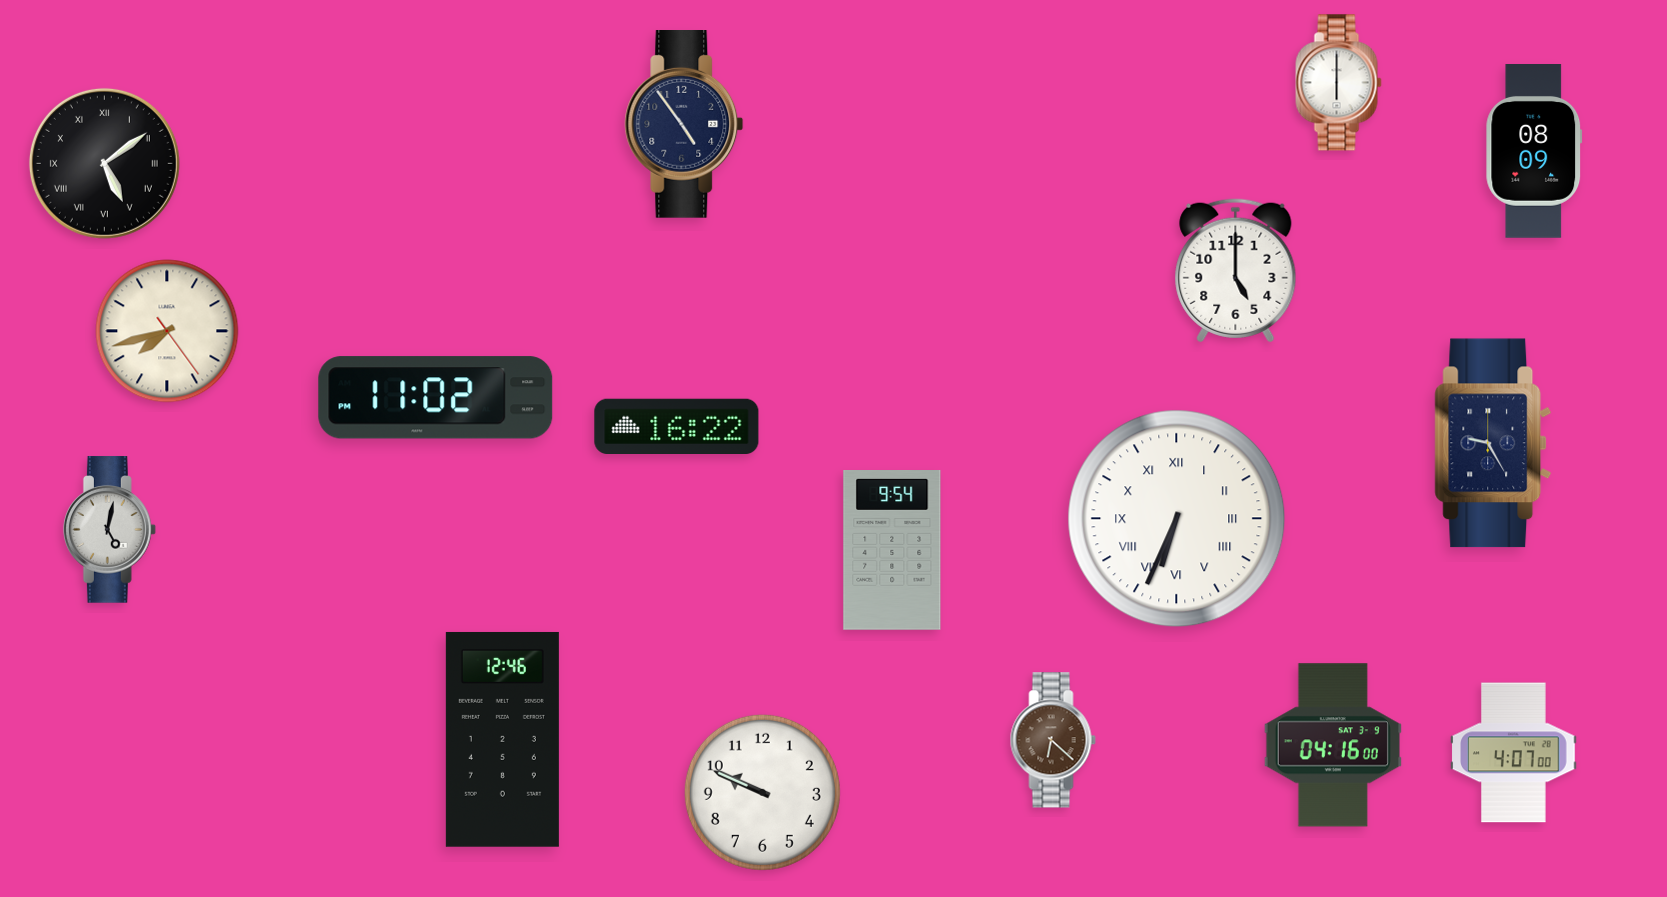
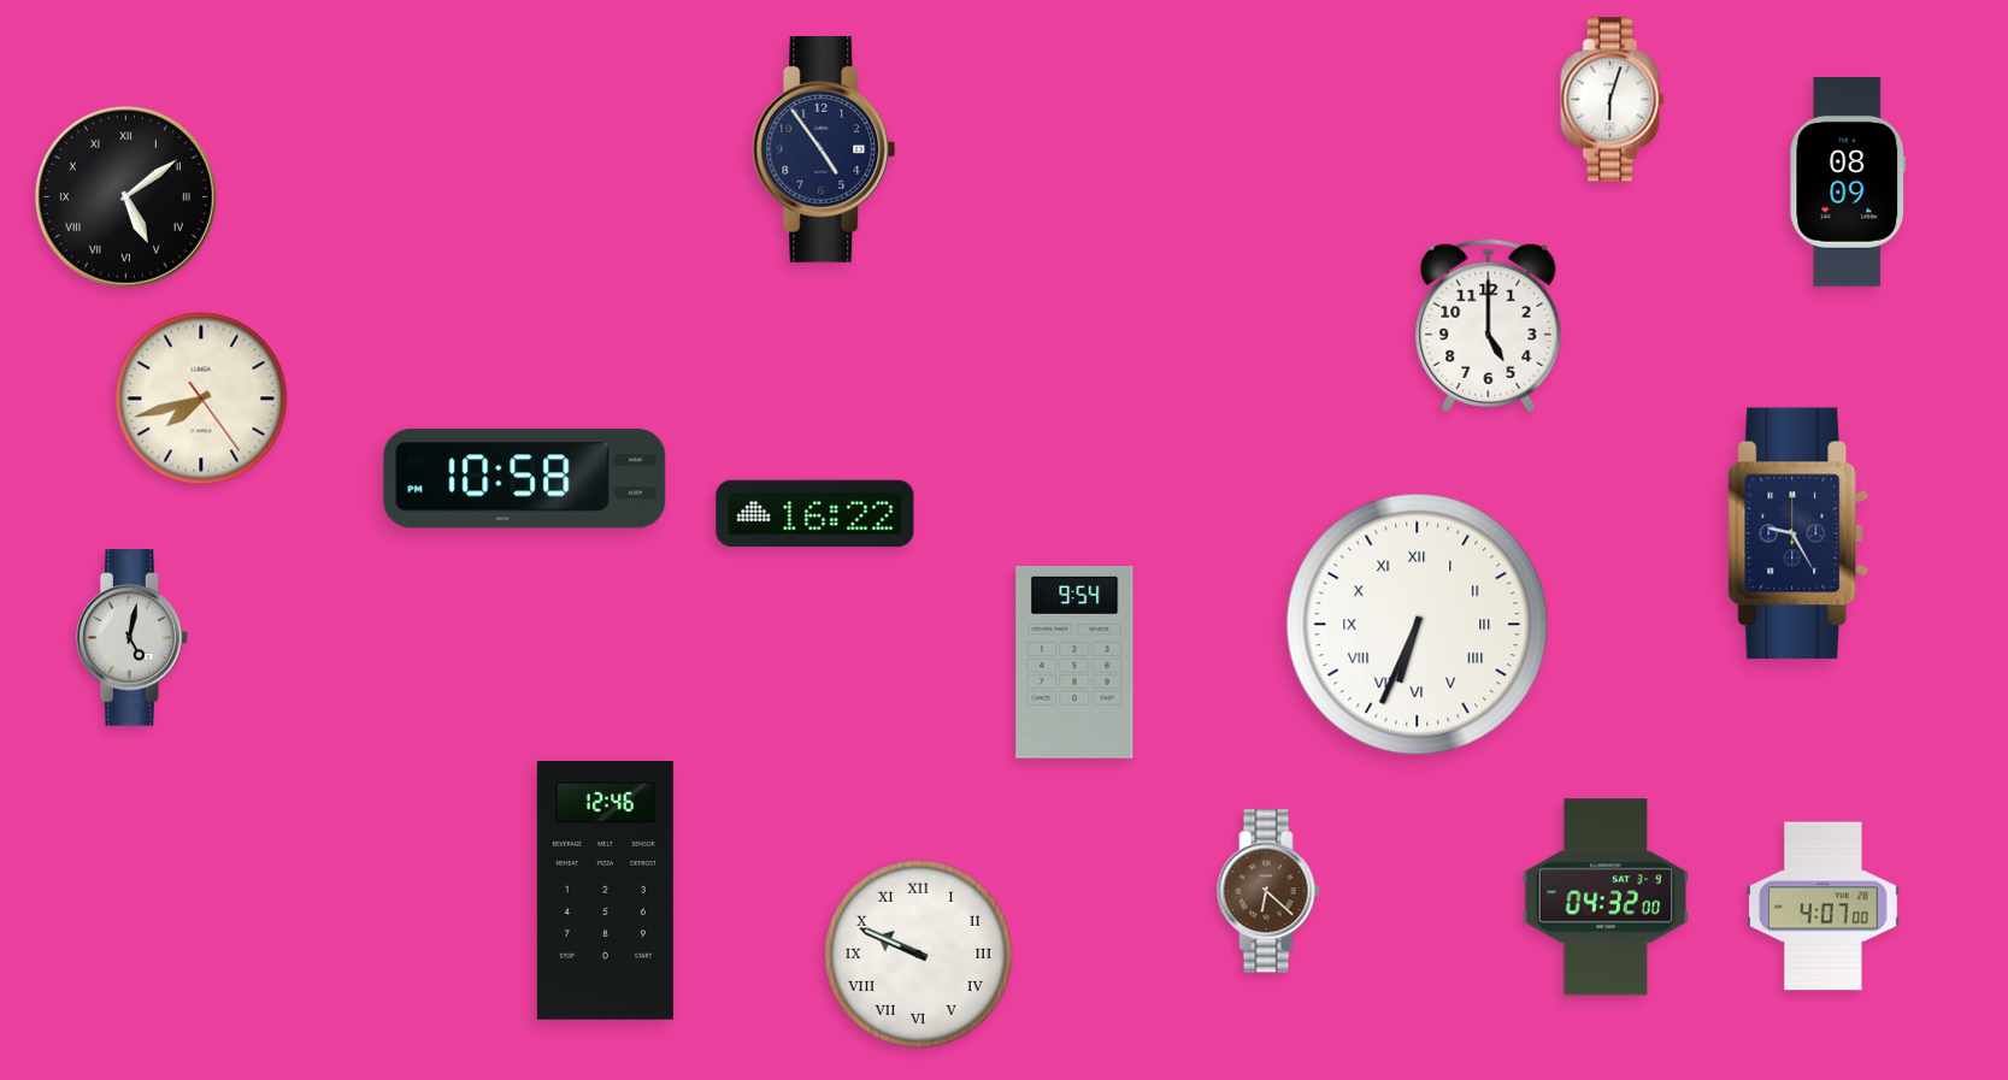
clock at (1339, 83): 6:00 -> 6:03
clock at (436, 398): 11:02 -> 10:58
clock at (1333, 745): 04:16 -> 04:32
clock at (762, 792) numerals: Arabic -> Roman
